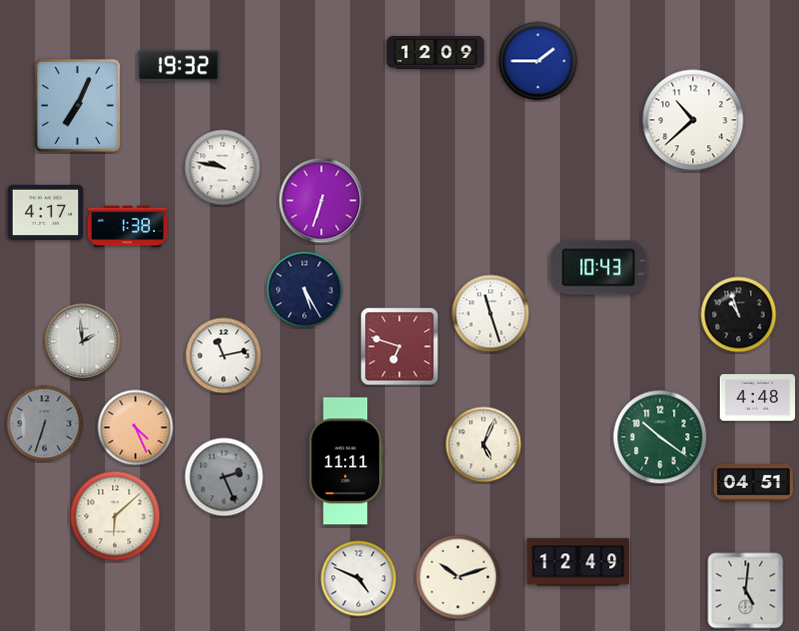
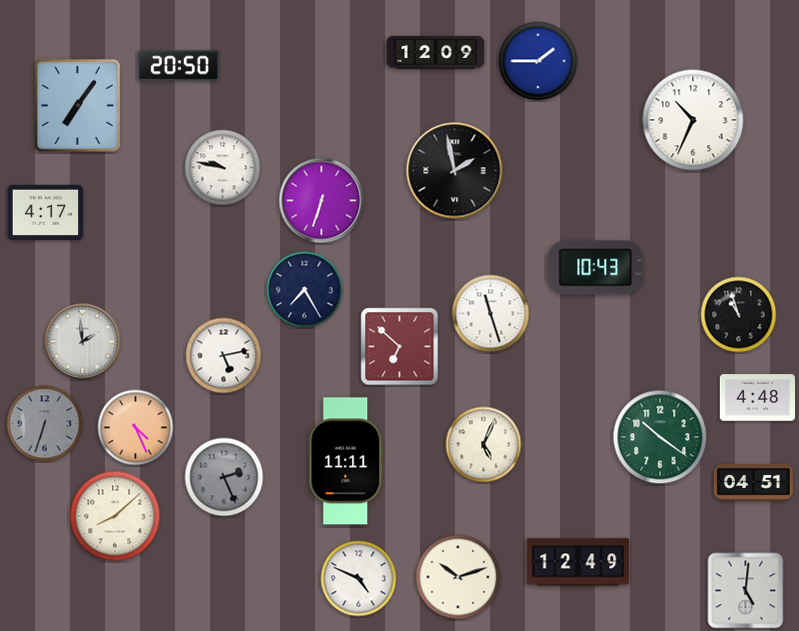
clock at (178, 66): 19:32 -> 20:50
clock at (77, 105): 7:04 -> 7:06
clock at (693, 120): 10:38 -> 10:34
clock at (455, 171): none -> 1:58
clock at (127, 227): 1:38 -> none
clock at (599, 268) position: (599, 268) -> (596, 268)
clock at (305, 290): 5:25 -> 7:25
clock at (400, 347): 6:48 -> 6:52
clock at (224, 356): 11:13 -> 5:13
clock at (115, 516): 6:08 -> 8:08
